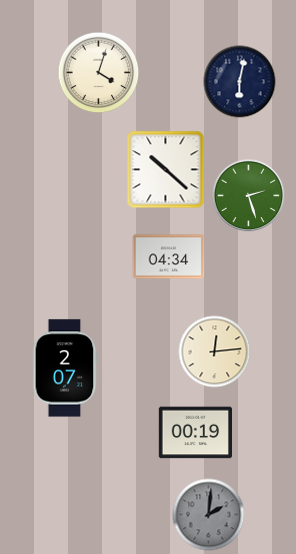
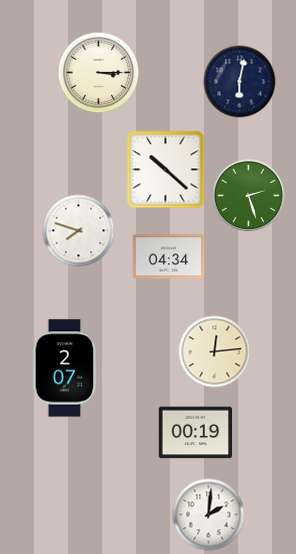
clock at (99, 73): 4:03 -> 3:15
clock at (79, 231): none -> 7:48
clock at (209, 515) dial: grey -> white
